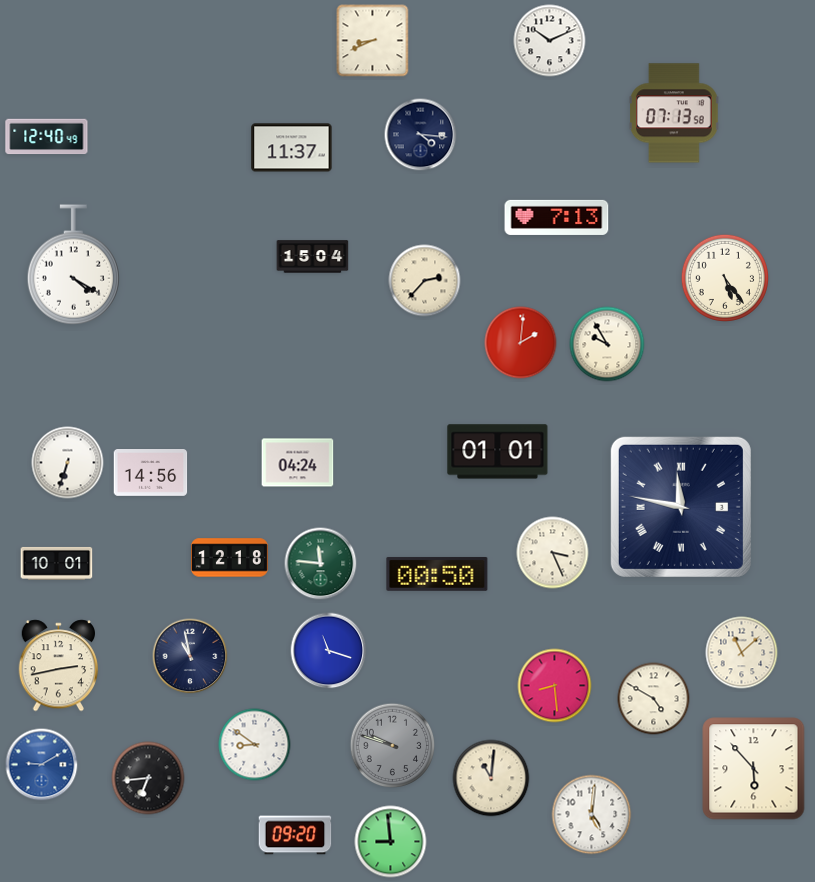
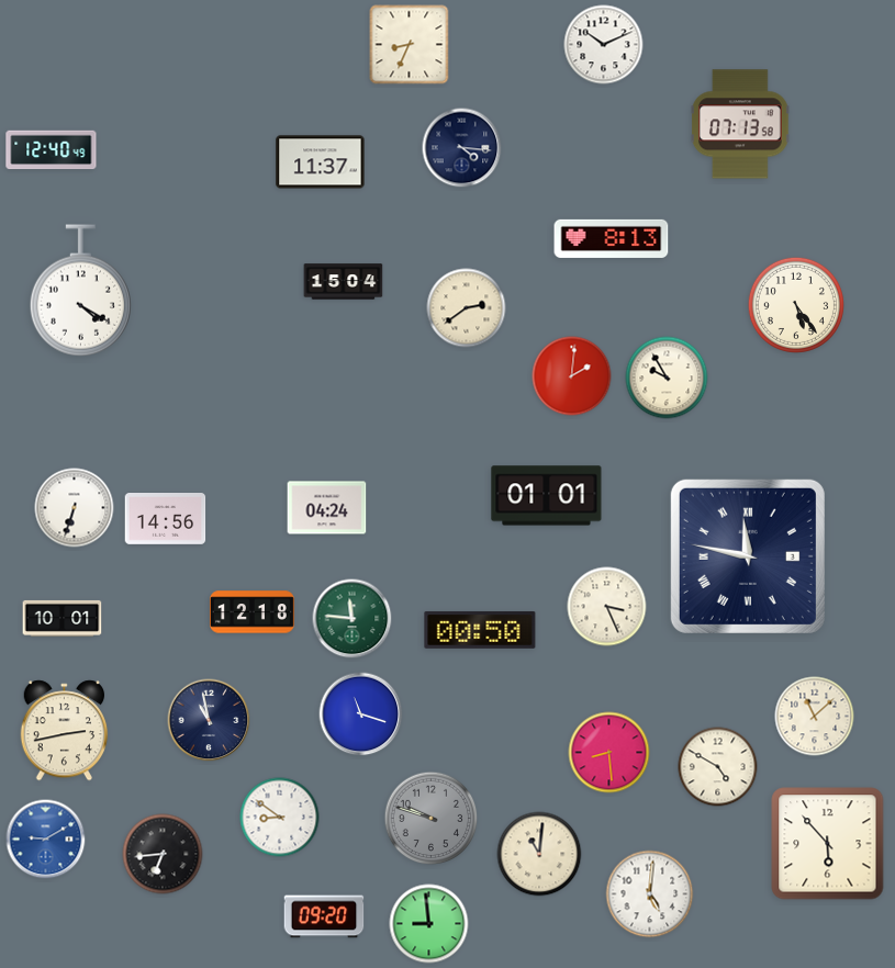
clock at (373, 41): 8:41 -> 8:34
clock at (557, 217): 7:13 -> 8:13
clock at (425, 281): 2:37 -> 2:39
